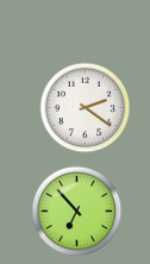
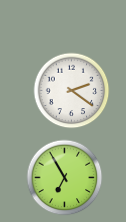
clock at (77, 212): 6:53 -> 6:55
